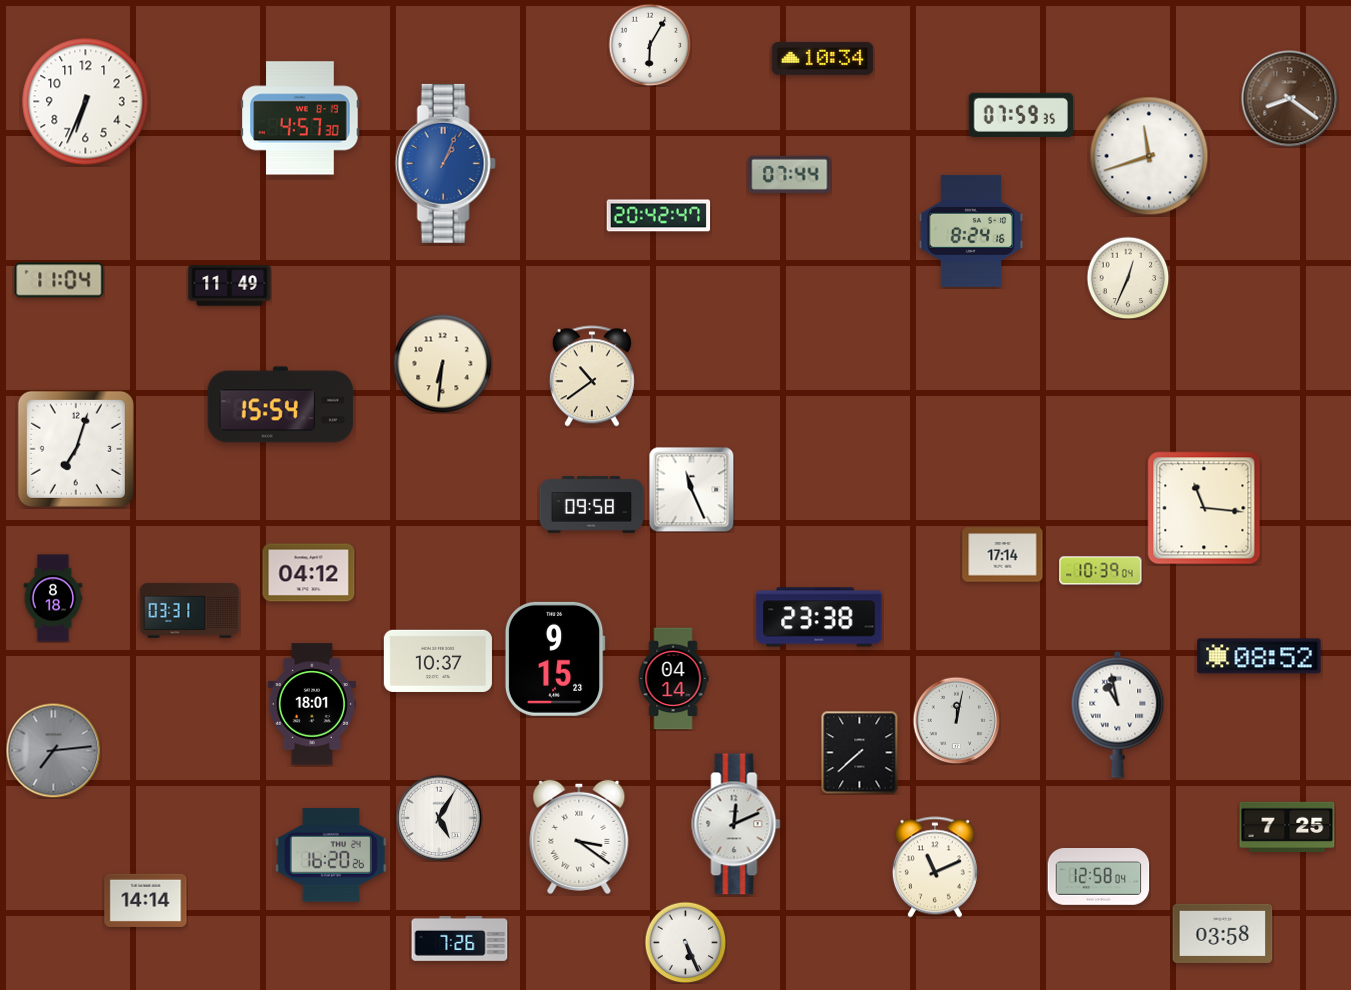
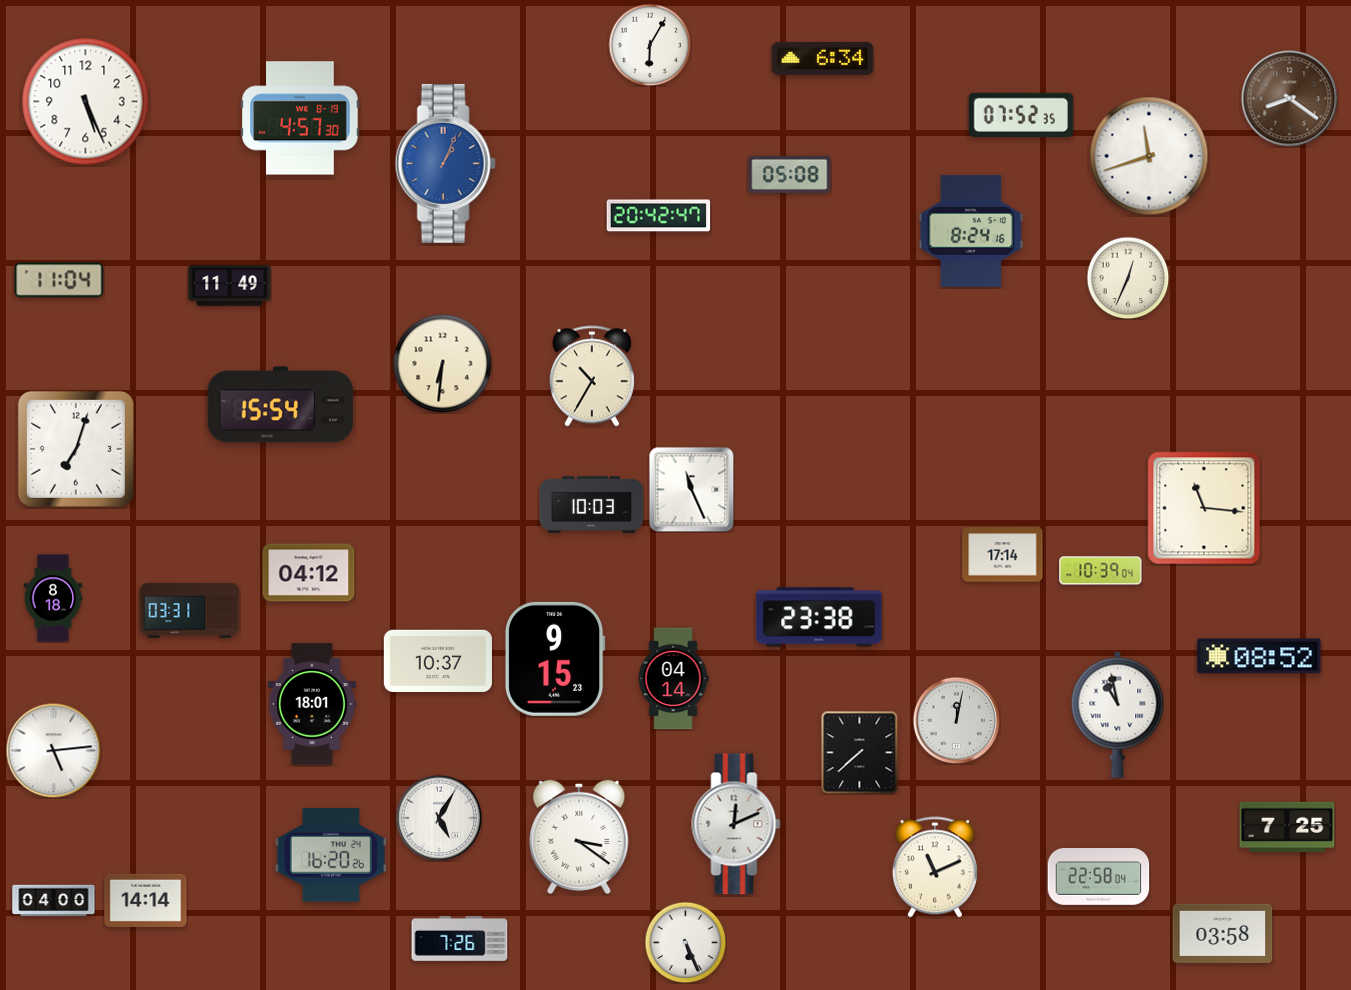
clock at (823, 58): 10:34 -> 6:34
clock at (86, 102): 6:34 -> 5:26
clock at (1020, 115): 07:59 -> 07:52
clock at (790, 174): 07:44 -> 05:08
clock at (592, 376): 10:39 -> 10:35
clock at (592, 505): 09:58 -> 10:03
clock at (53, 750): 7:14 -> 5:14
clock at (53, 750) dial: grey -> white
clock at (1099, 877): 12:58 -> 22:58
clock at (54, 901): none -> 04:00
